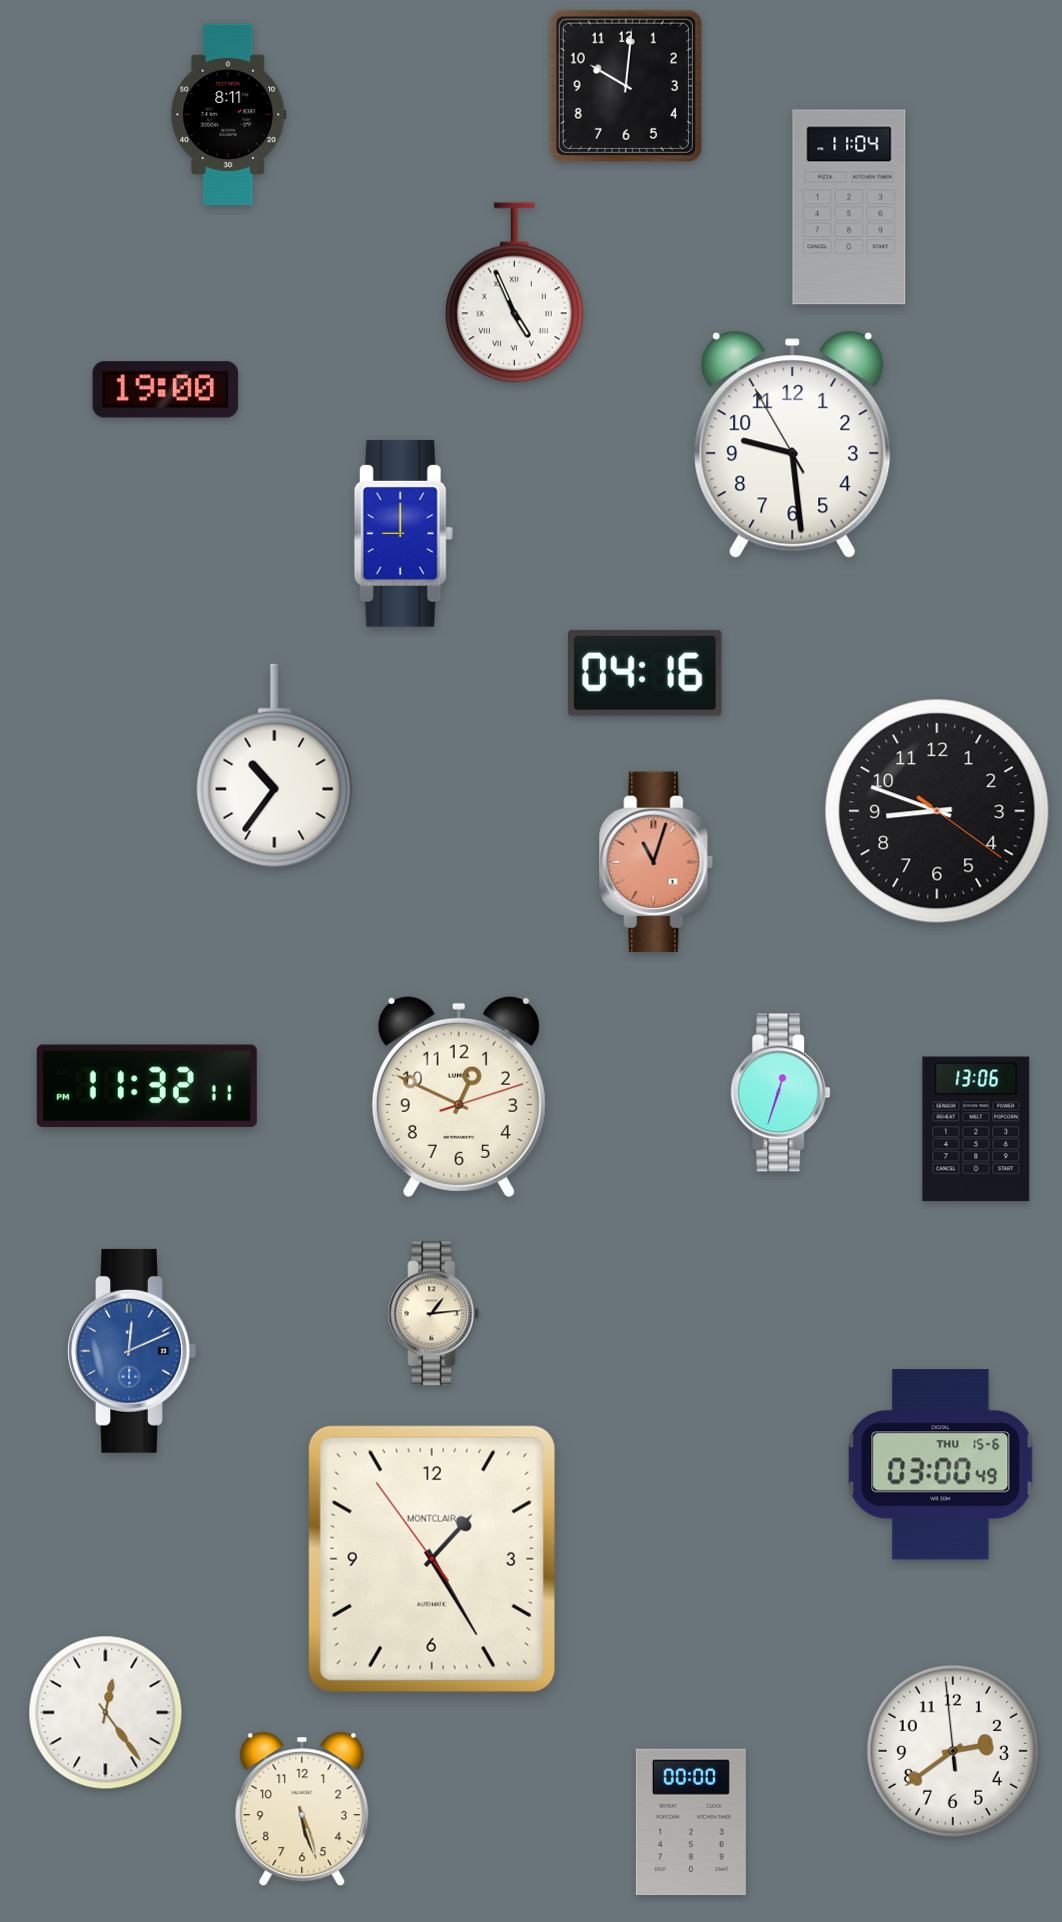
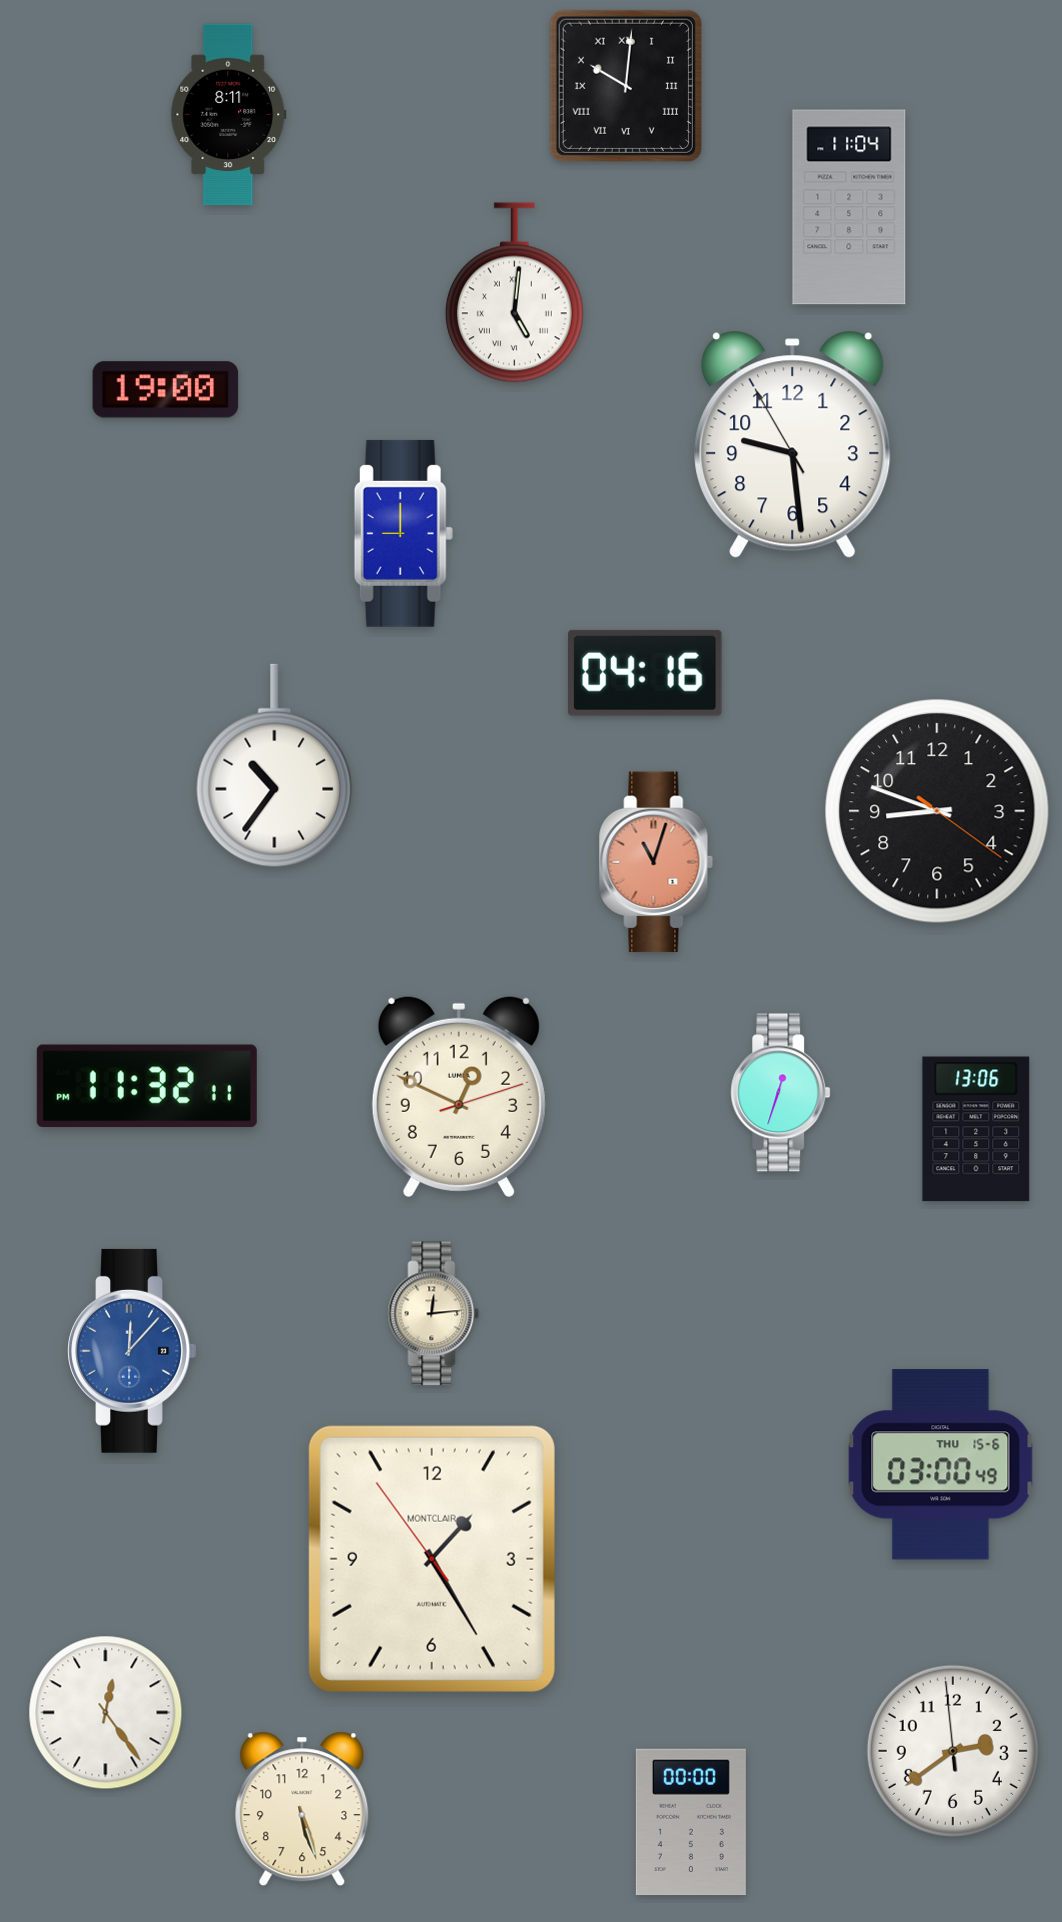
clock at (626, 86) numerals: Arabic -> Roman
clock at (514, 293): 4:56 -> 5:01
clock at (434, 1314): 1:14 -> 12:14
clock at (132, 1351): 12:11 -> 12:07
